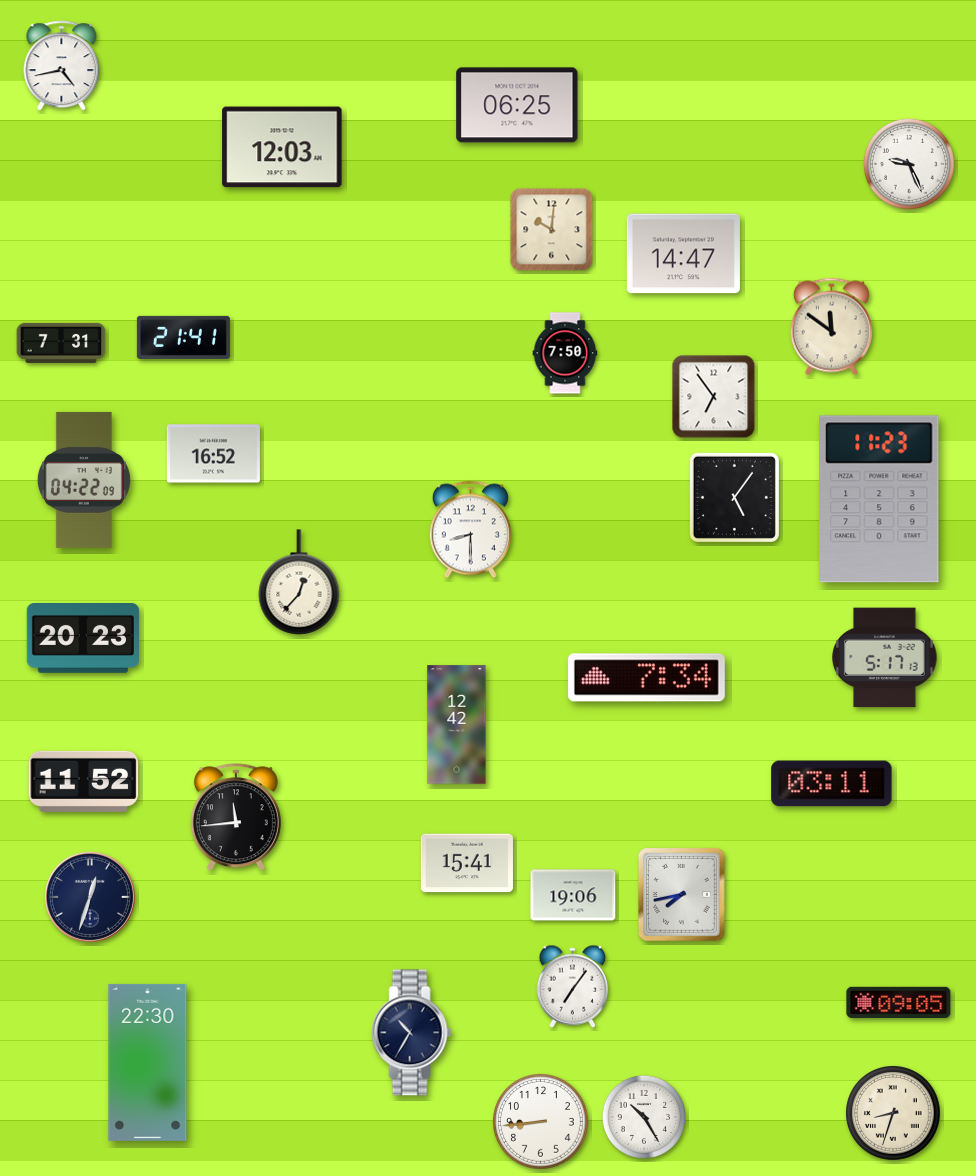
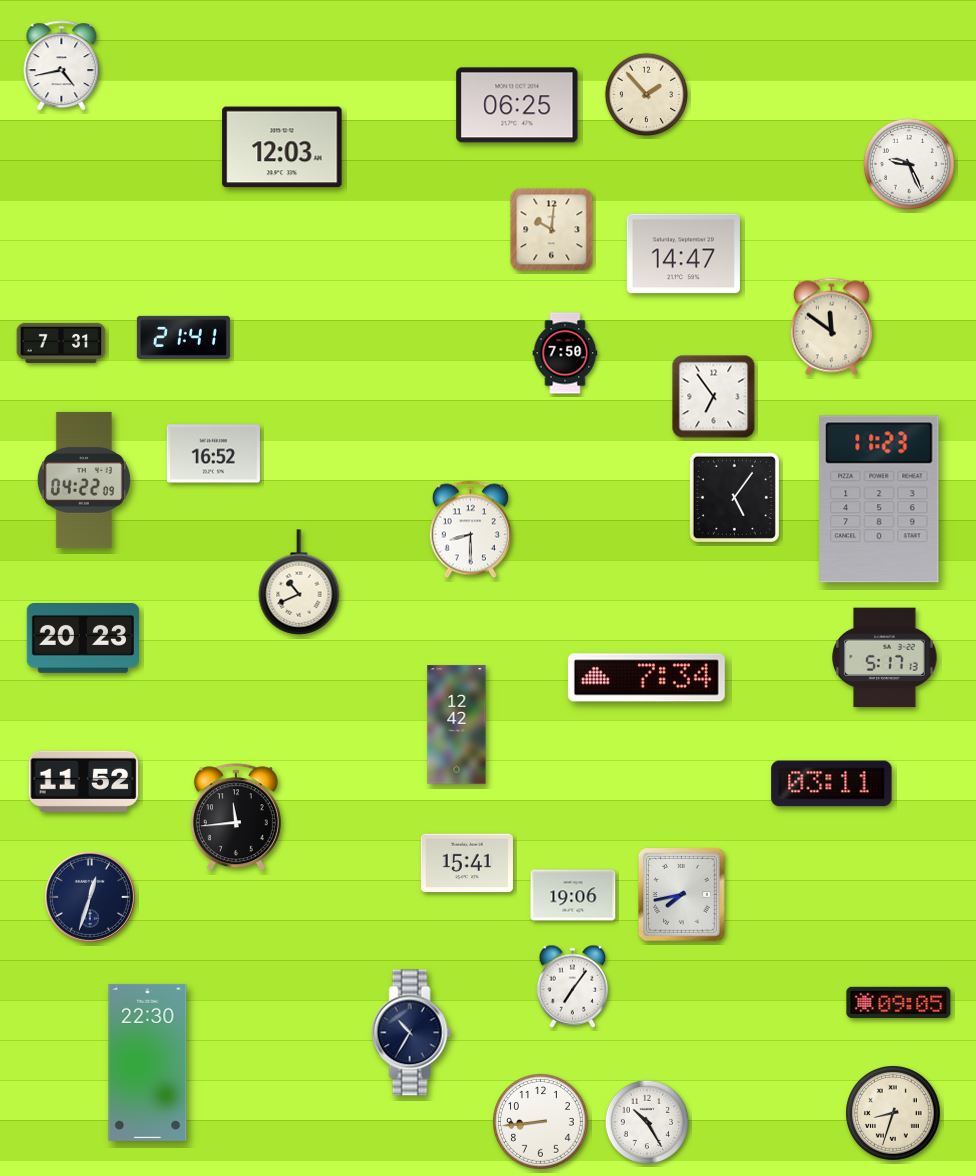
clock at (646, 94): none -> 1:53
clock at (299, 582): 12:37 -> 10:41
clock at (643, 1116) position: (643, 1116) -> (646, 1121)
